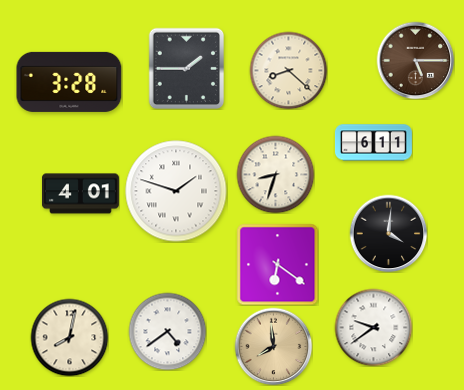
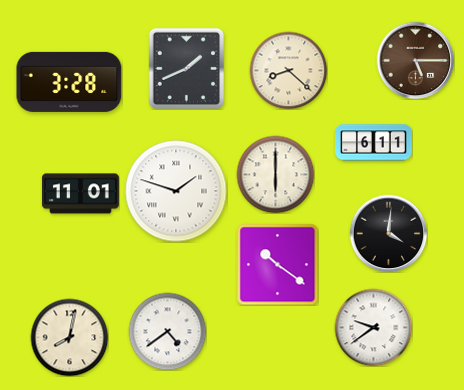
clock at (187, 68): 1:45 -> 1:41
clock at (275, 174): 8:33 -> 6:00
clock at (80, 194): 4:01 -> 11:01
clock at (277, 264): 6:21 -> 10:21
clock at (273, 346): 7:59 -> none
